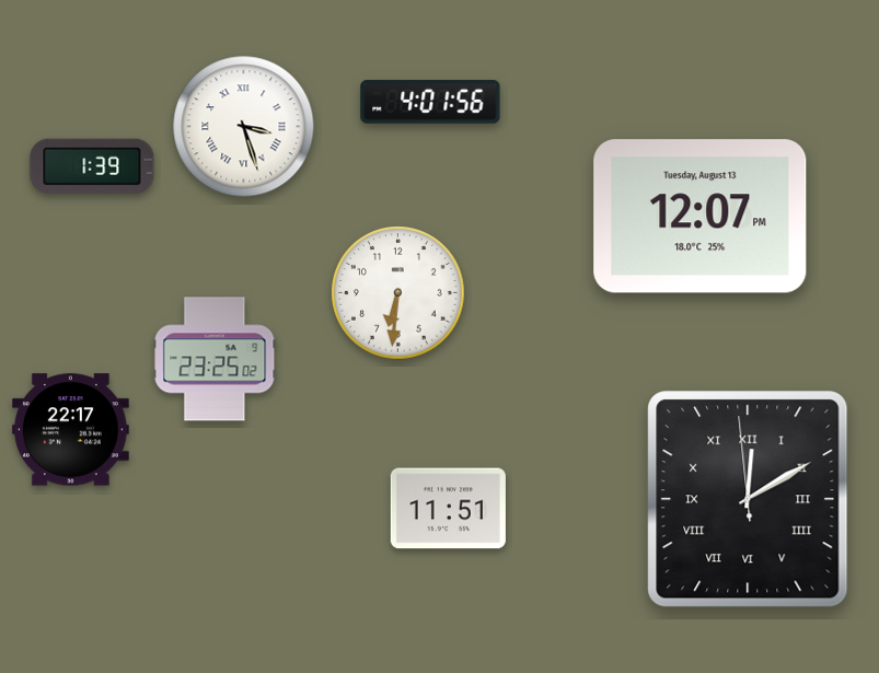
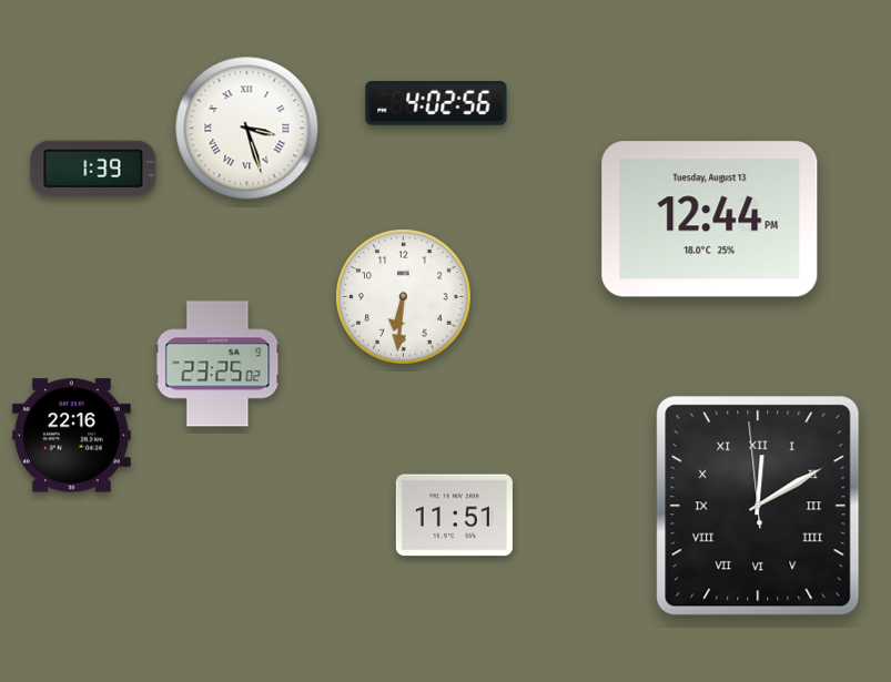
clock at (430, 102): 4:01 -> 4:02
clock at (701, 217): 12:07 -> 12:44
clock at (70, 430): 22:17 -> 22:16
